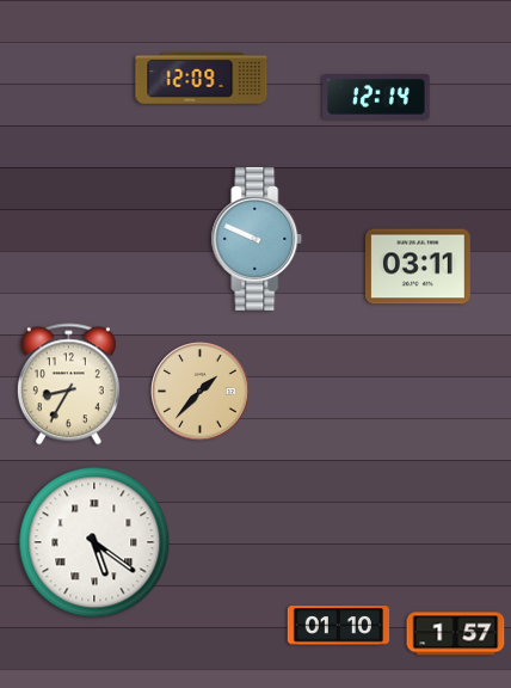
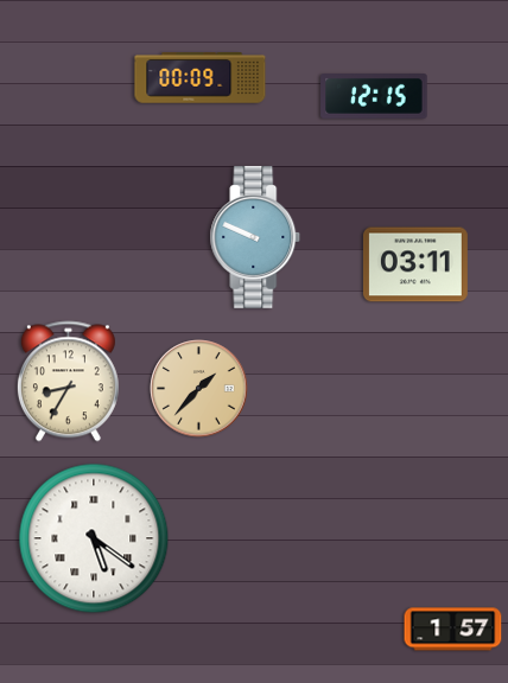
clock at (202, 79): 12:09 -> 00:09
clock at (376, 98): 12:14 -> 12:15
clock at (339, 626): 01:10 -> none
